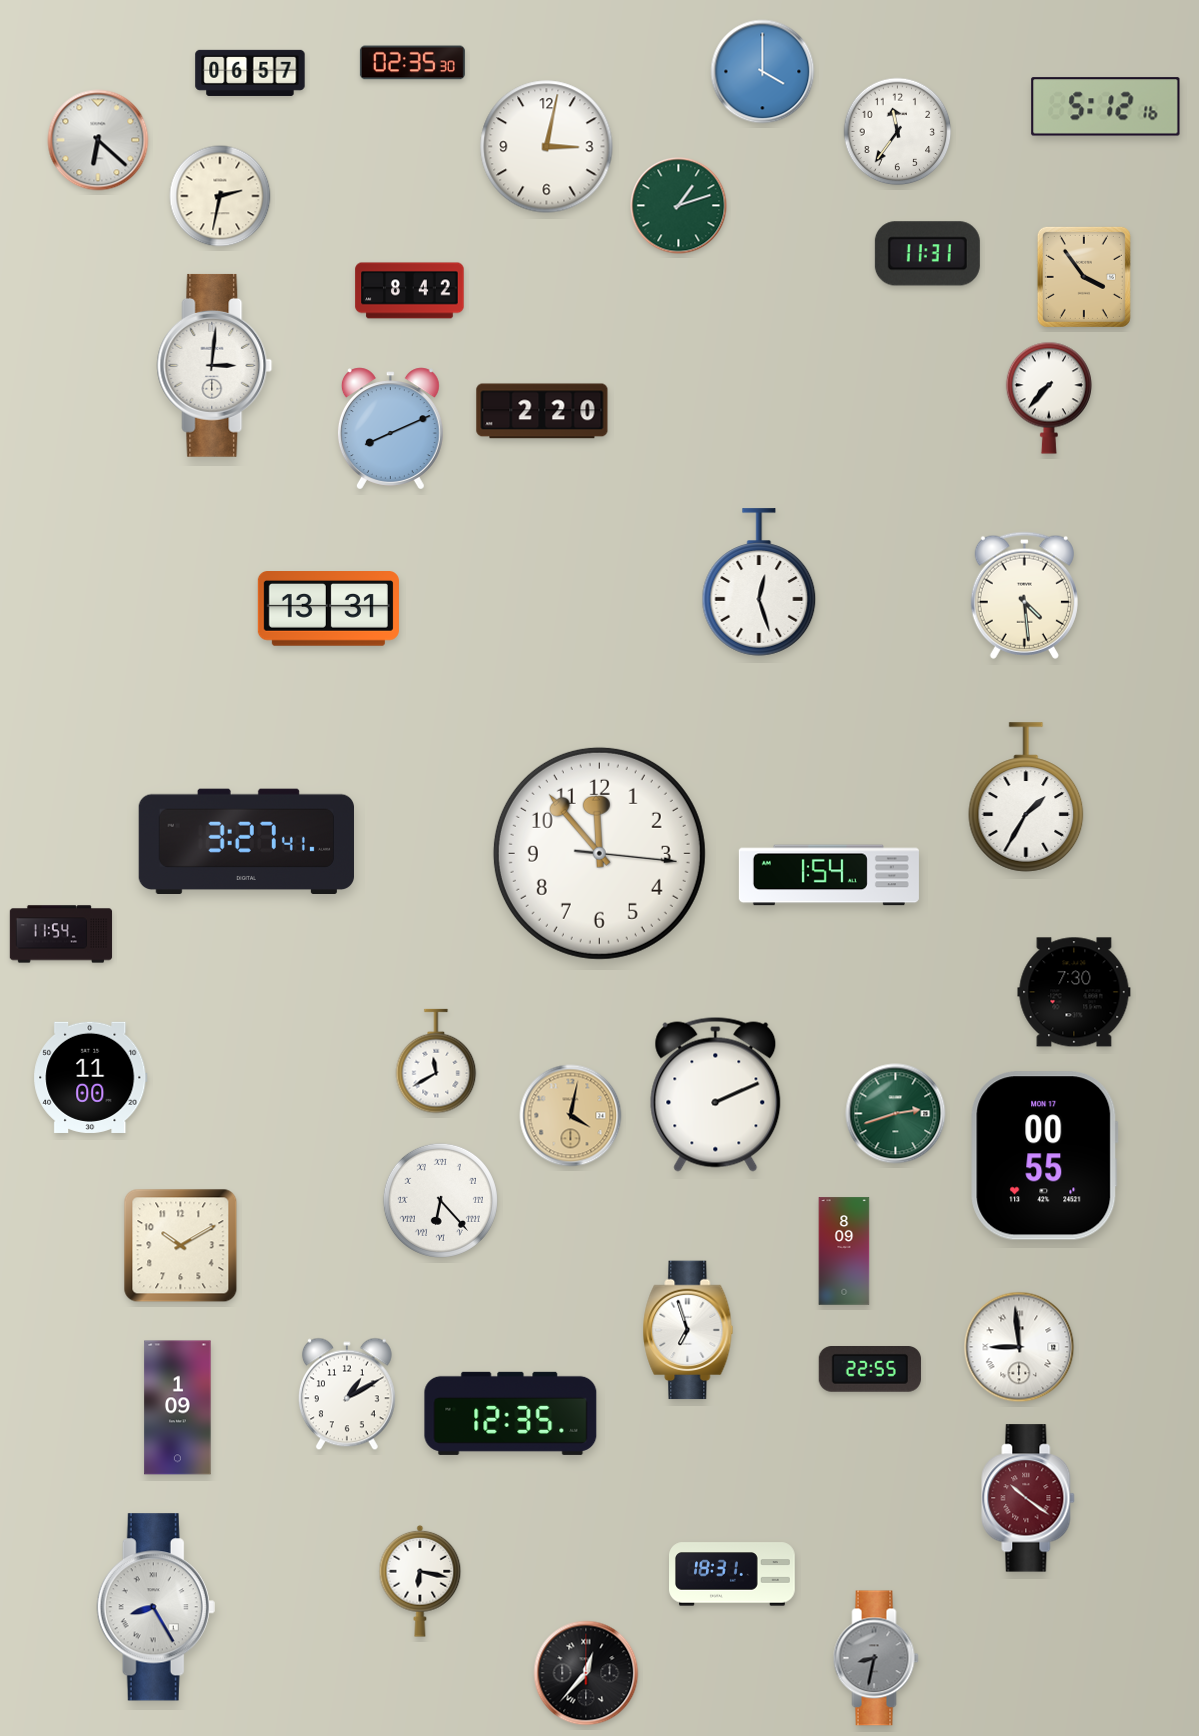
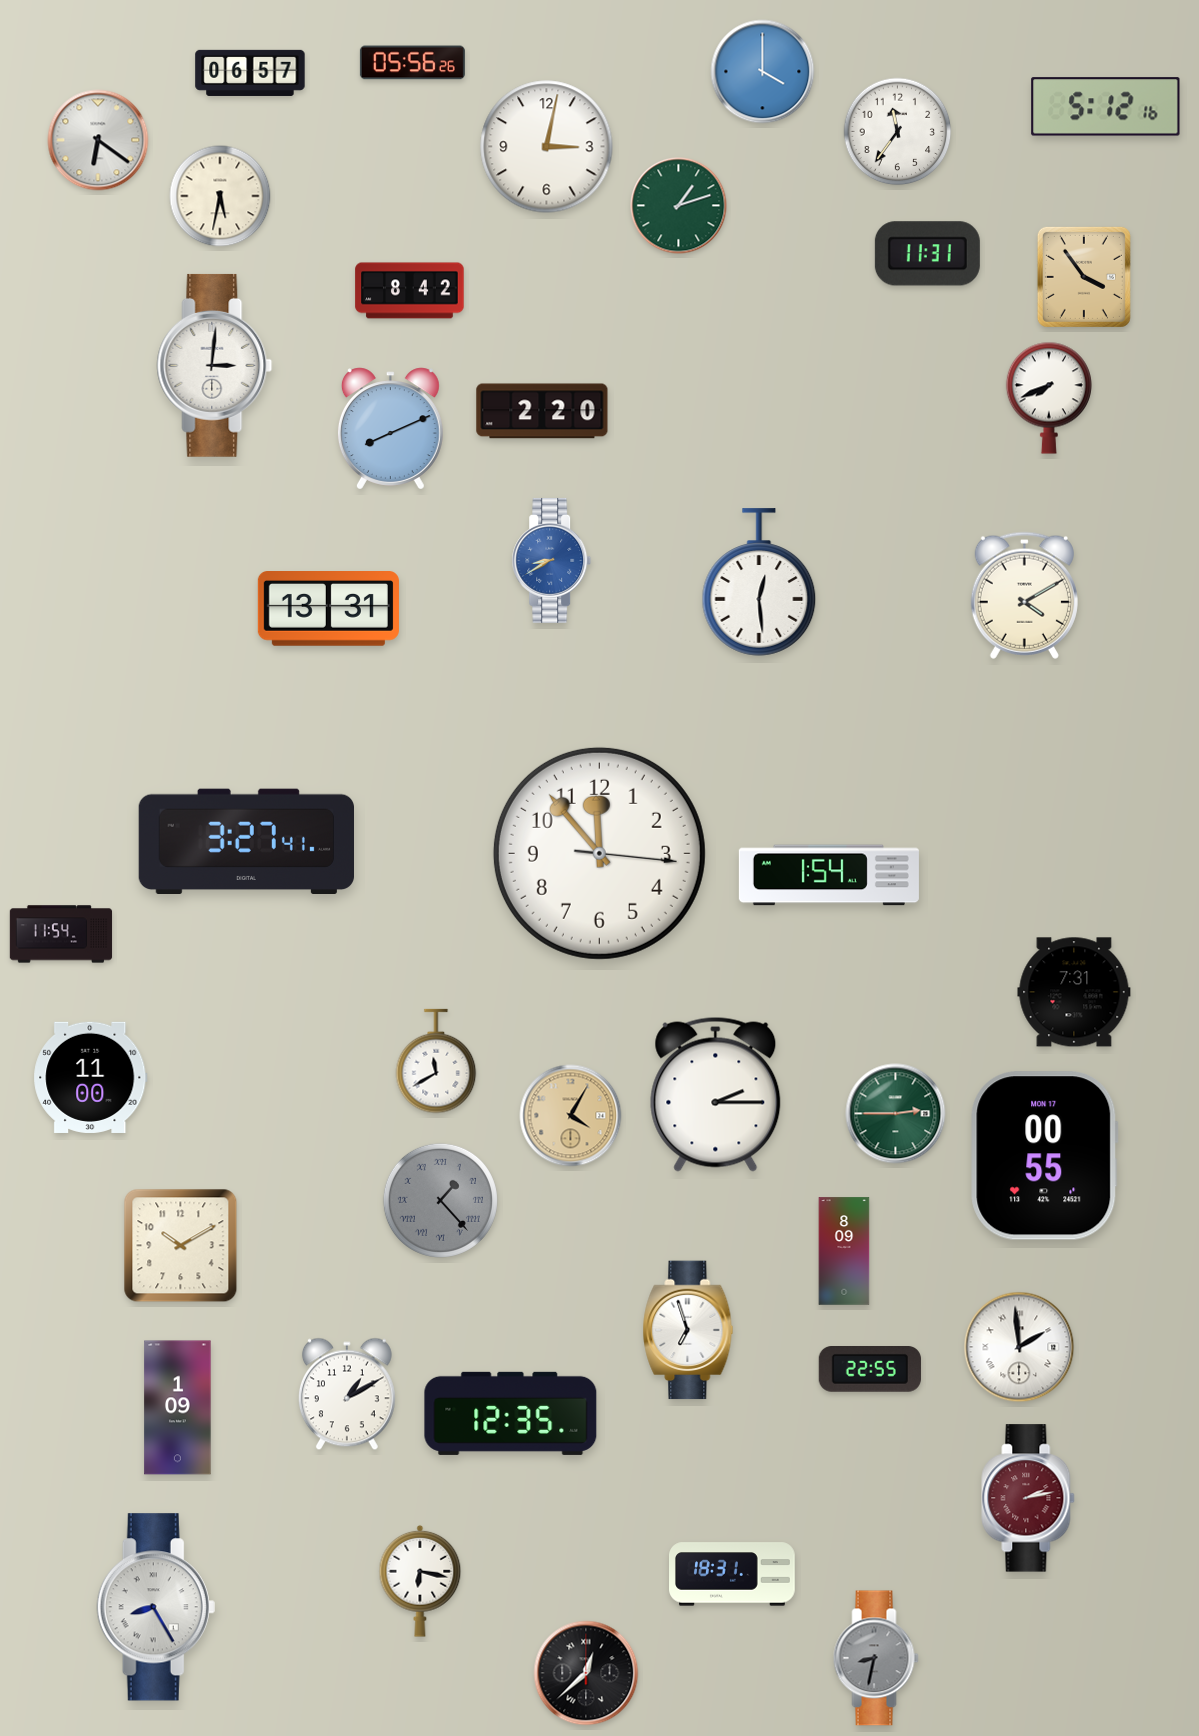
clock at (412, 63): 02:35 -> 05:56
clock at (98, 140): 6:22 -> 6:21
clock at (220, 196): 2:32 -> 5:32
clock at (1049, 398): 7:37 -> 7:41
clock at (552, 560): none -> 8:40
clock at (759, 582): 12:27 -> 12:29
clock at (1024, 595): 4:29 -> 4:10
clock at (1026, 797): 1:35 -> none
clock at (1074, 992): 7:30 -> 7:31
clock at (716, 1094): 2:11 -> 2:15
clock at (896, 1114): 2:42 -> 2:45
clock at (571, 1116): 4:02 -> 4:05
clock at (440, 1200): 6:23 -> 1:23
clock at (440, 1200) dial: white -> grey
clock at (1019, 1347): 8:59 -> 1:59
clock at (1028, 1498): 10:21 -> 2:13
clock at (586, 1673): 12:37 -> 12:38
